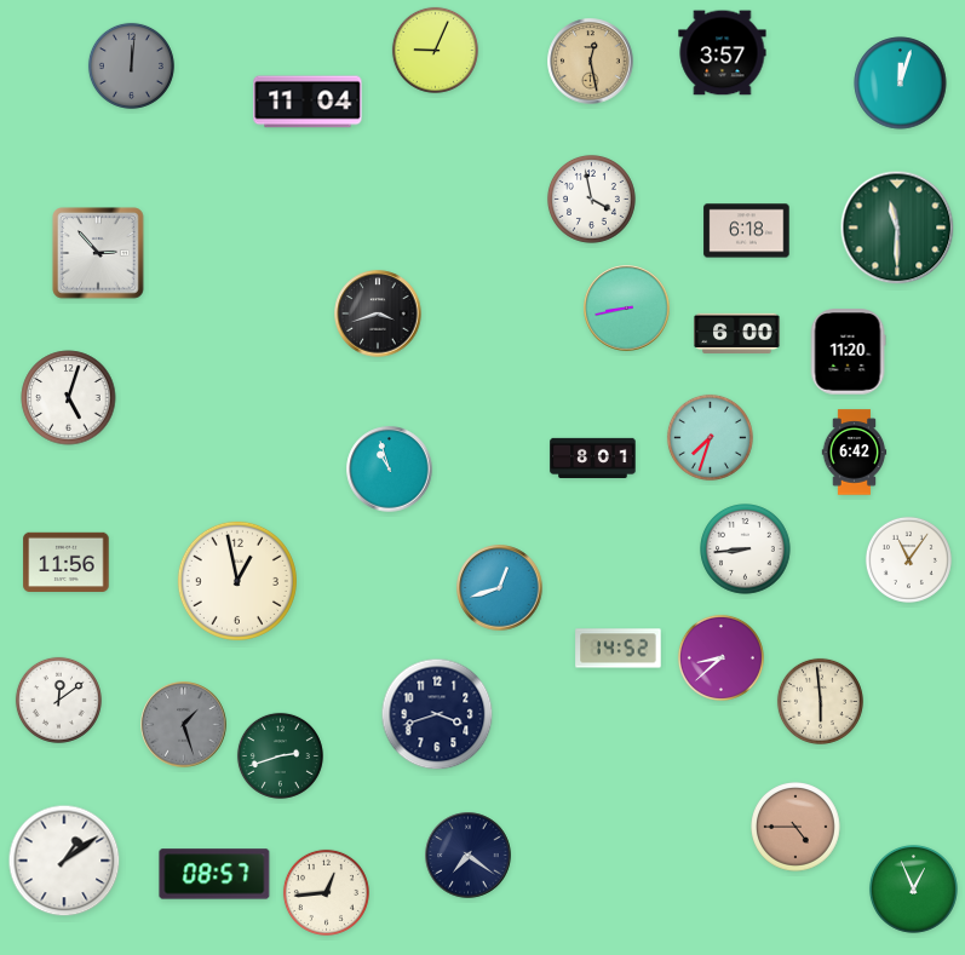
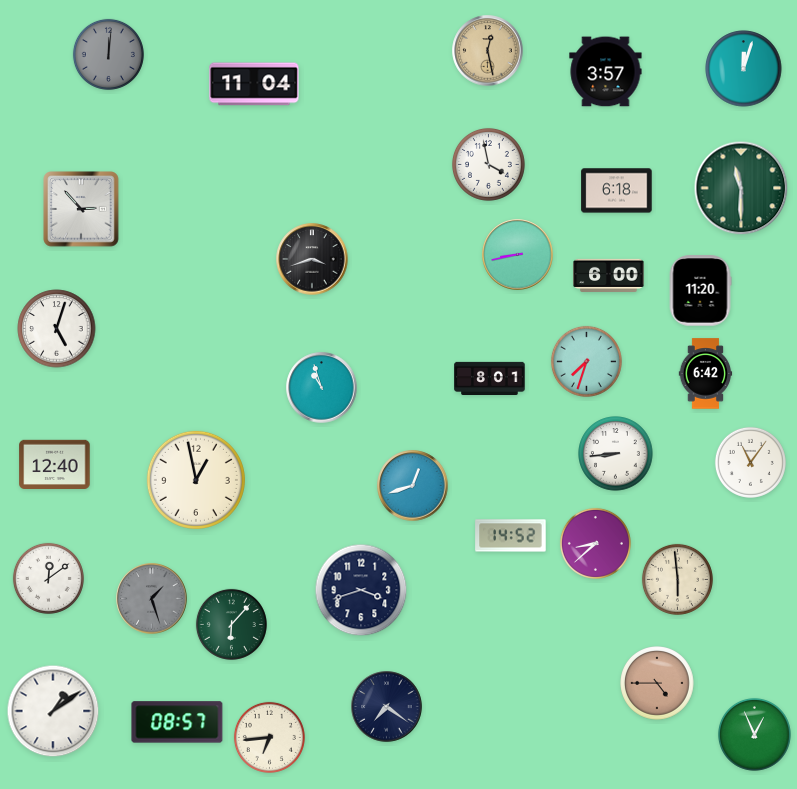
clock at (435, 50): 9:04 -> none
clock at (723, 53) position: (723, 53) -> (606, 72)
clock at (67, 562): 11:56 -> 12:40
clock at (280, 755): 2:42 -> 6:07
clock at (326, 892): 12:44 -> 6:44
